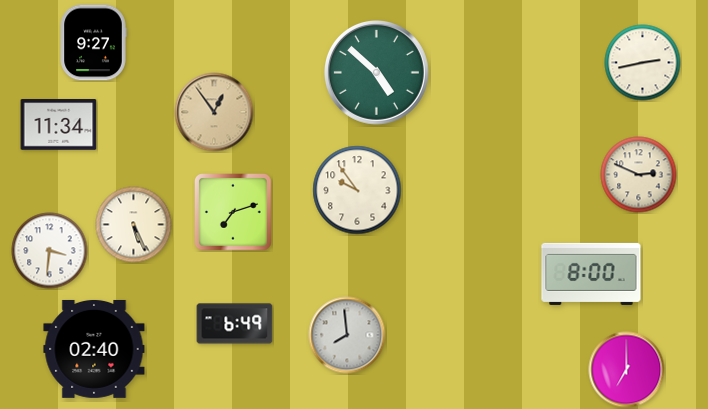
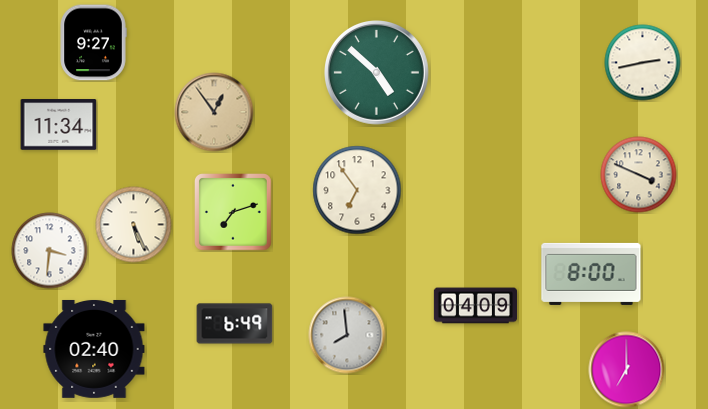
clock at (639, 175): 2:49 -> 3:49
clock at (357, 190): 9:54 -> 6:54
clock at (476, 306): none -> 04:09
